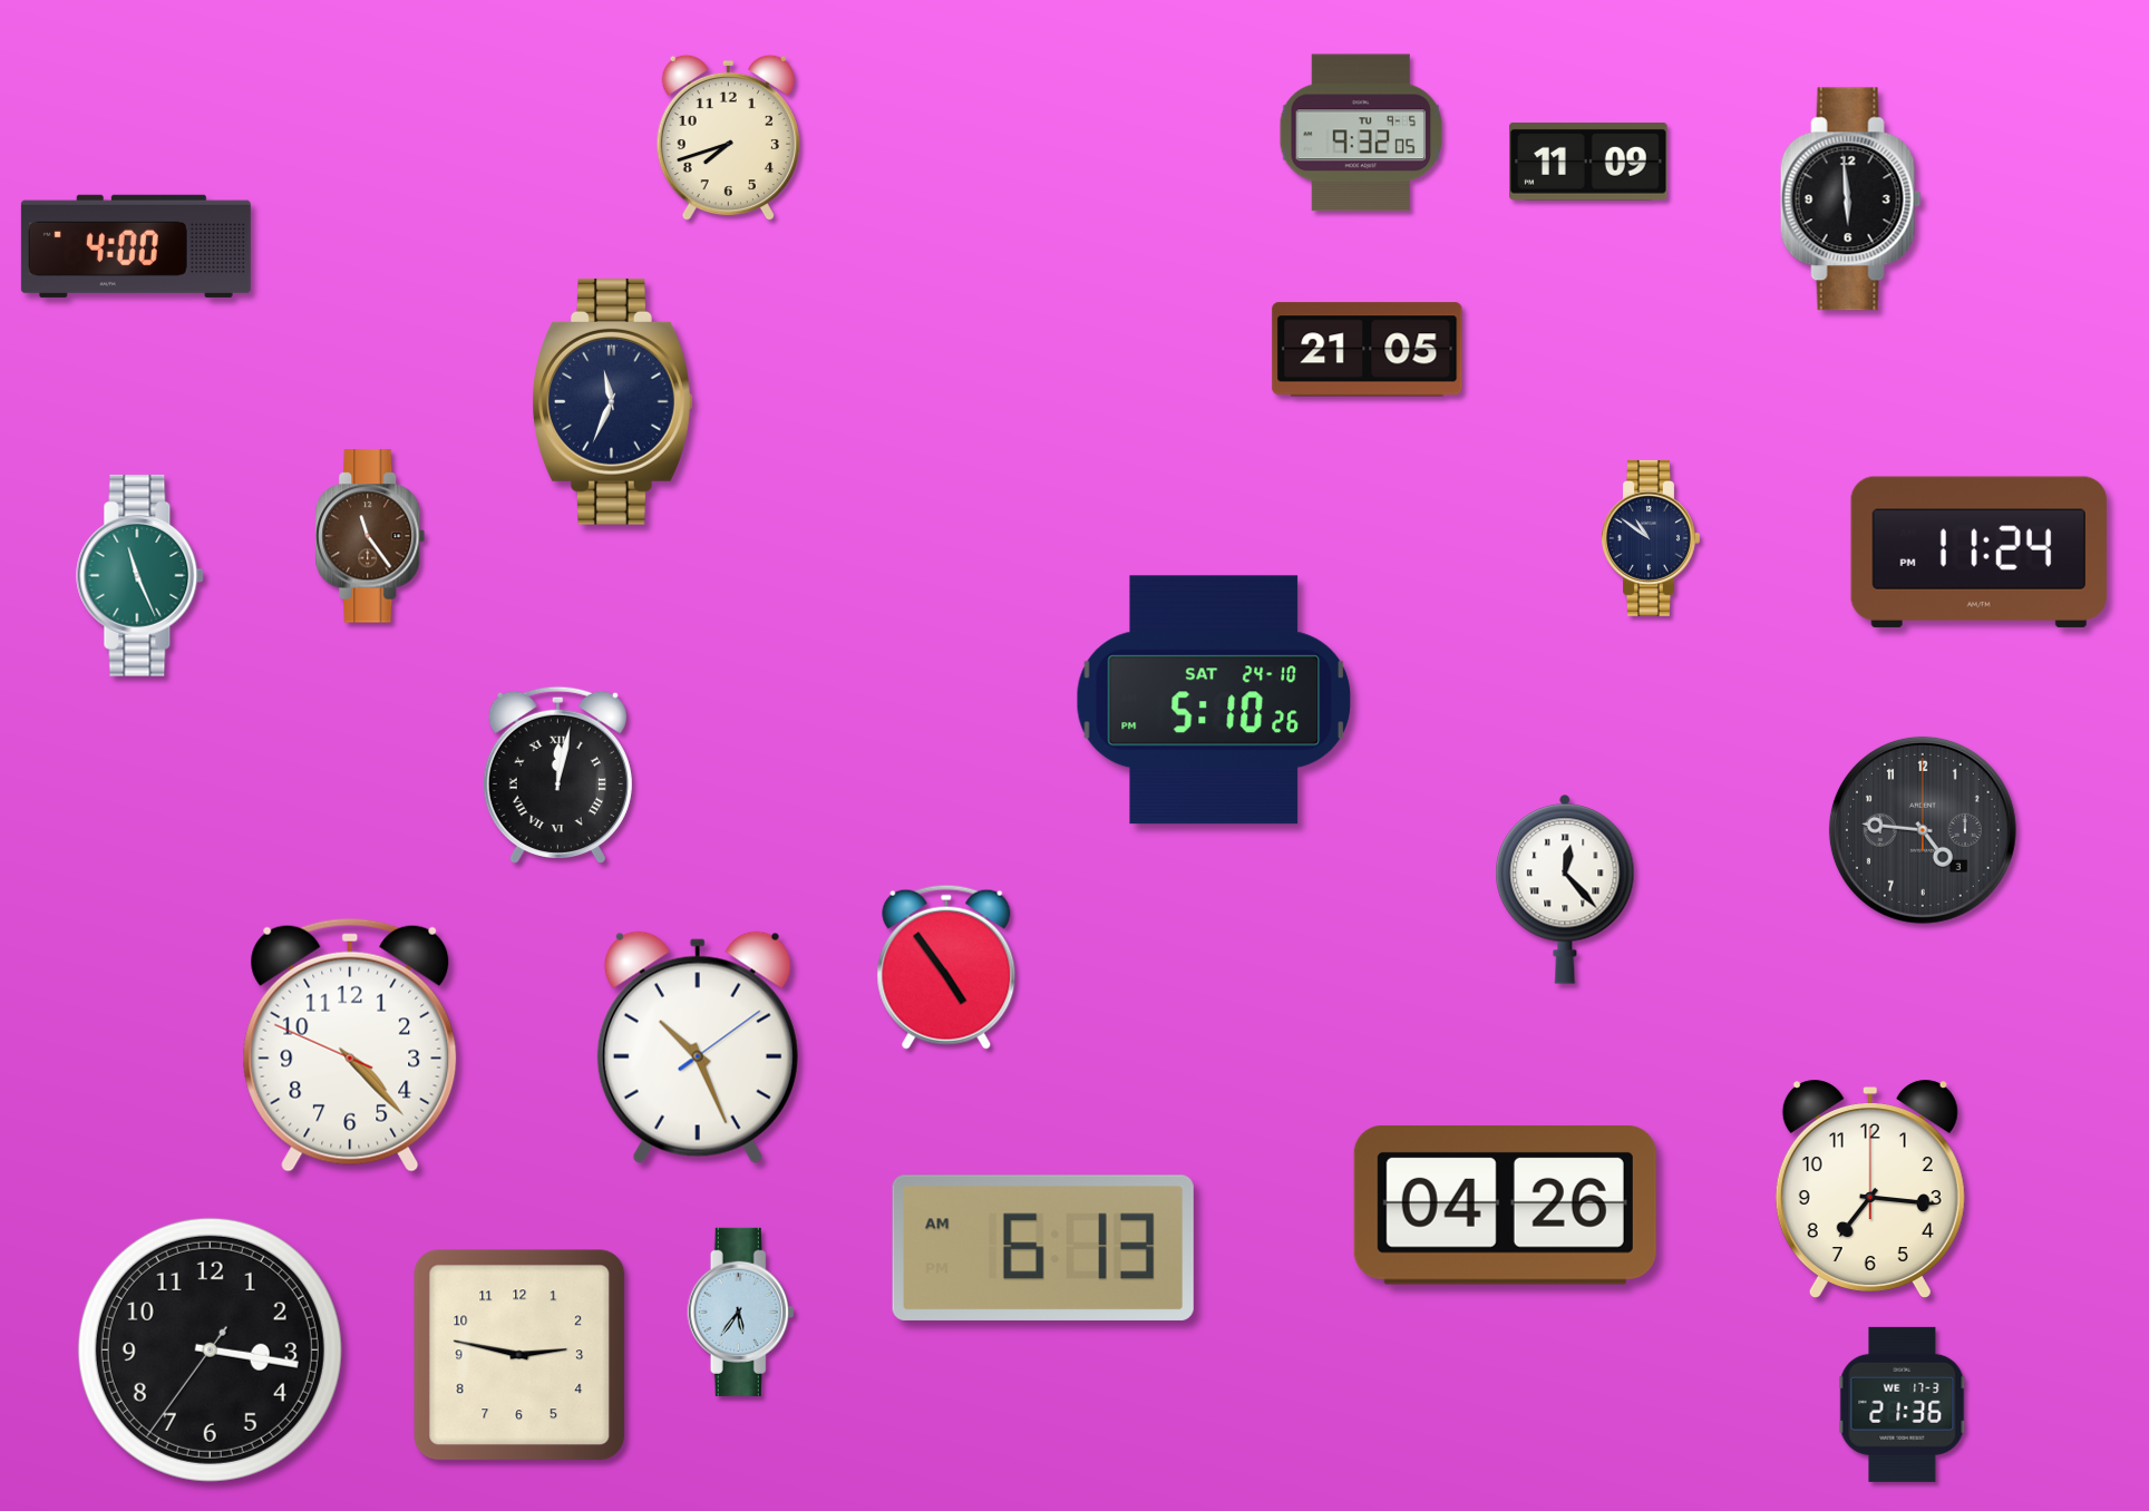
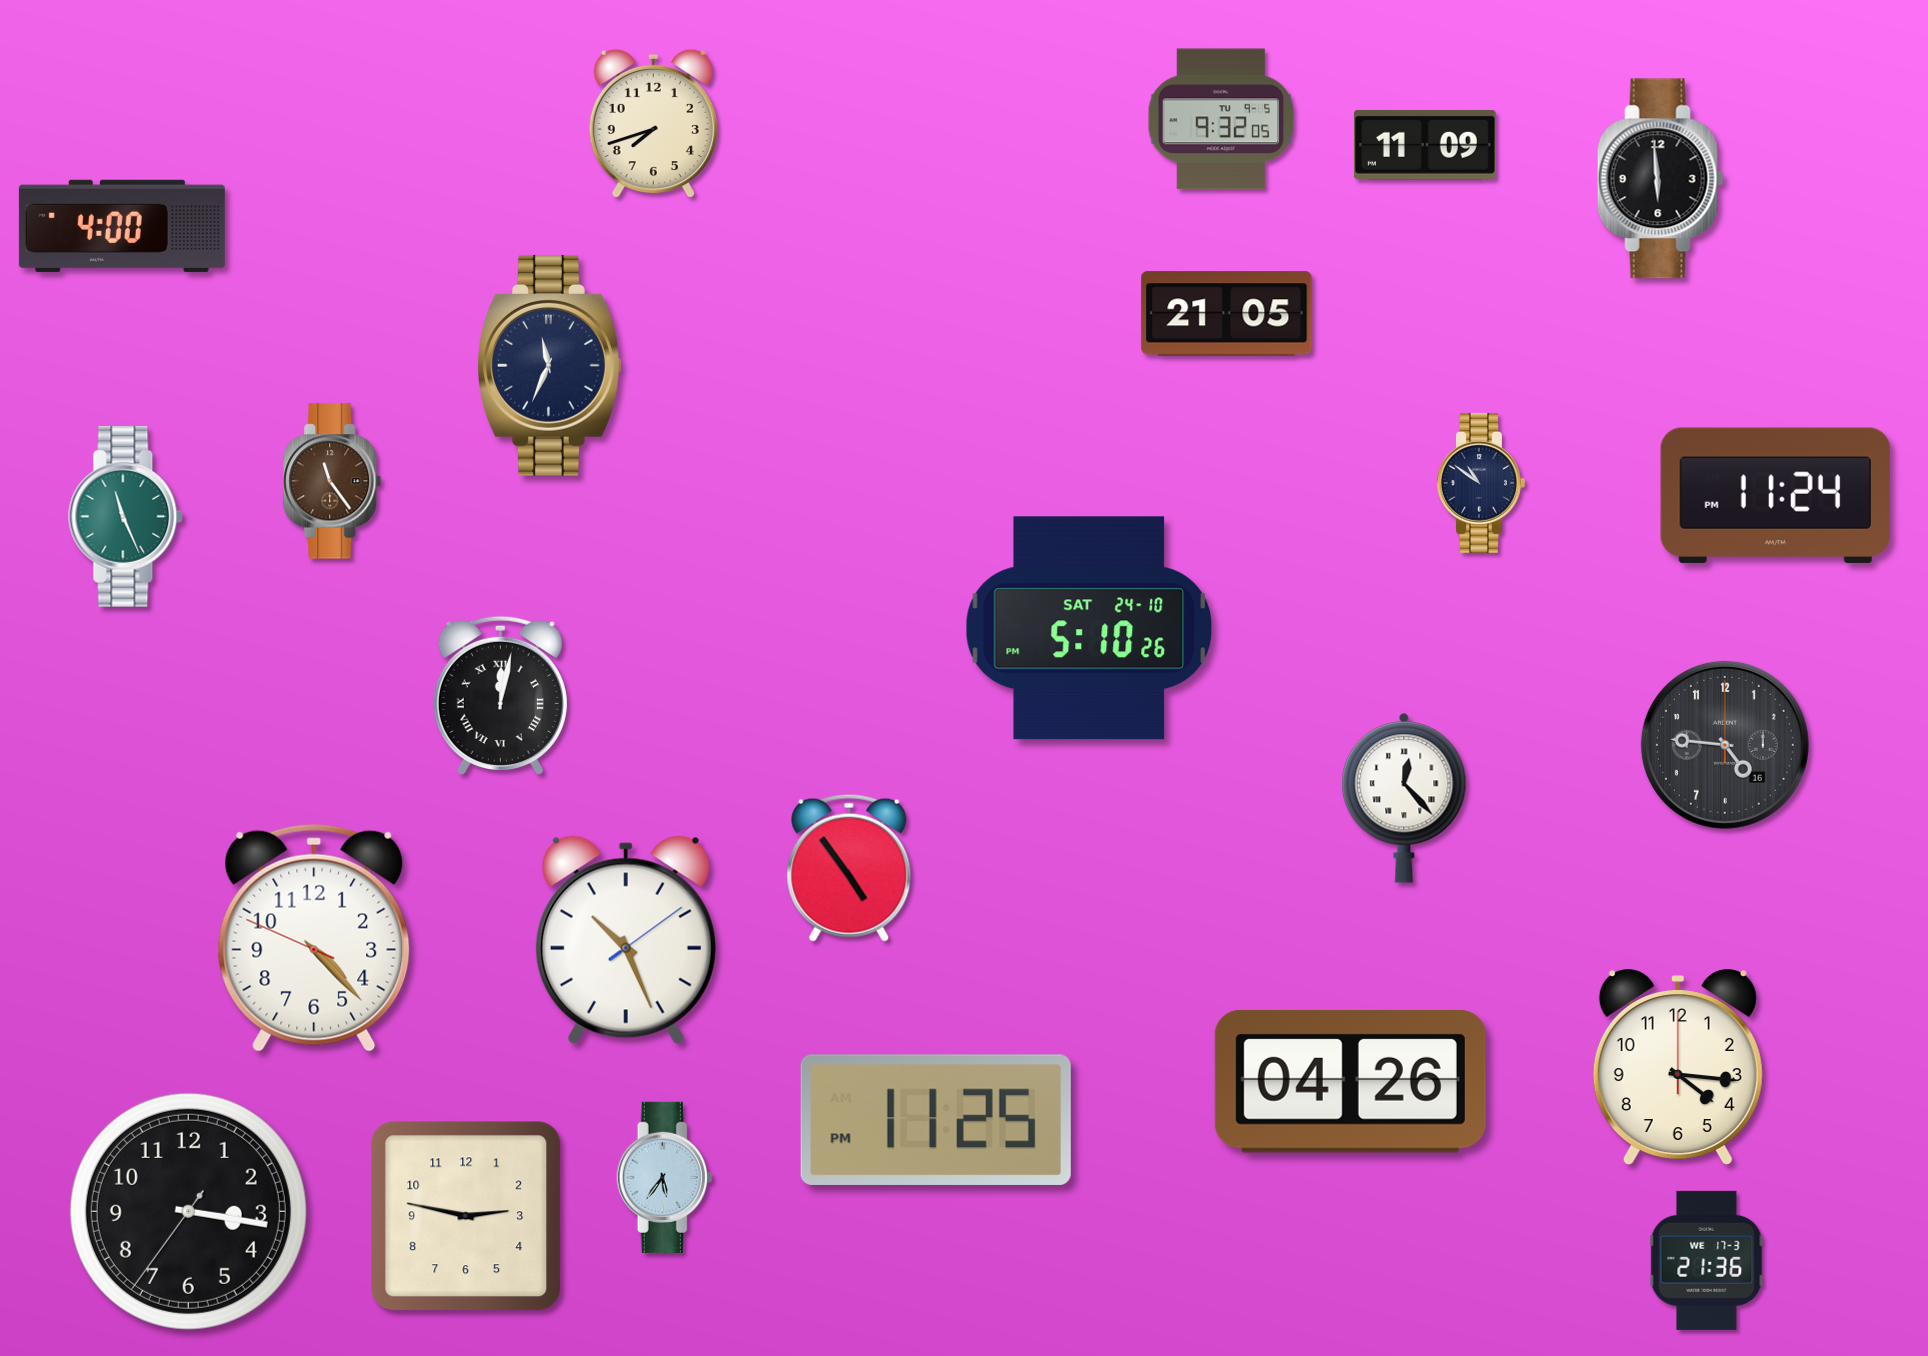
clock at (136, 246) position: (136, 246) -> (122, 226)
clock at (613, 401) position: (613, 401) -> (550, 365)
clock at (1923, 830) date: 3 -> 16
clock at (1870, 1189): 7:16 -> 4:16
clock at (1043, 1248): 6:13 -> 11:25
